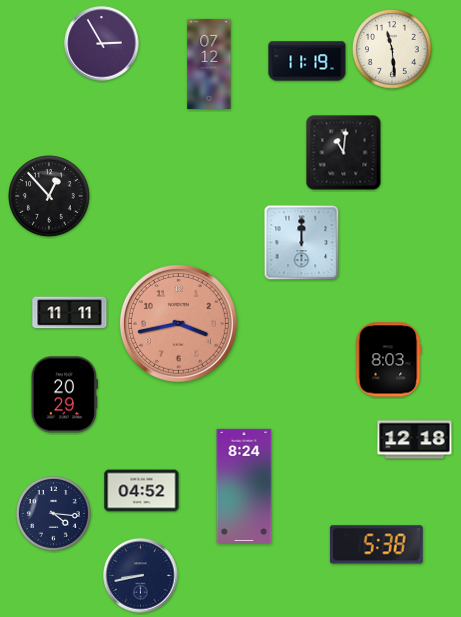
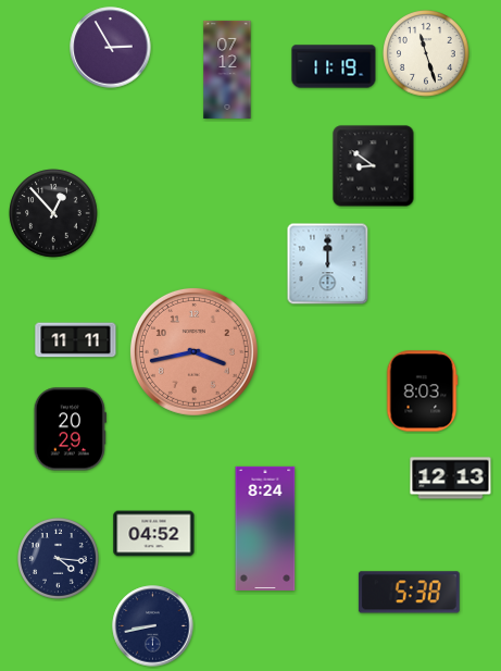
clock at (392, 49): 11:29 -> 11:27
clock at (344, 153): 11:01 -> 8:51
clock at (415, 440): 12:18 -> 12:13
